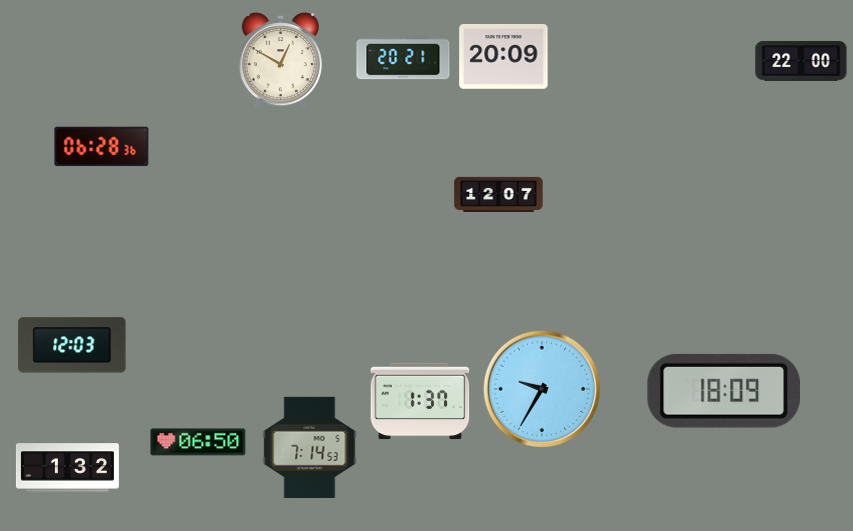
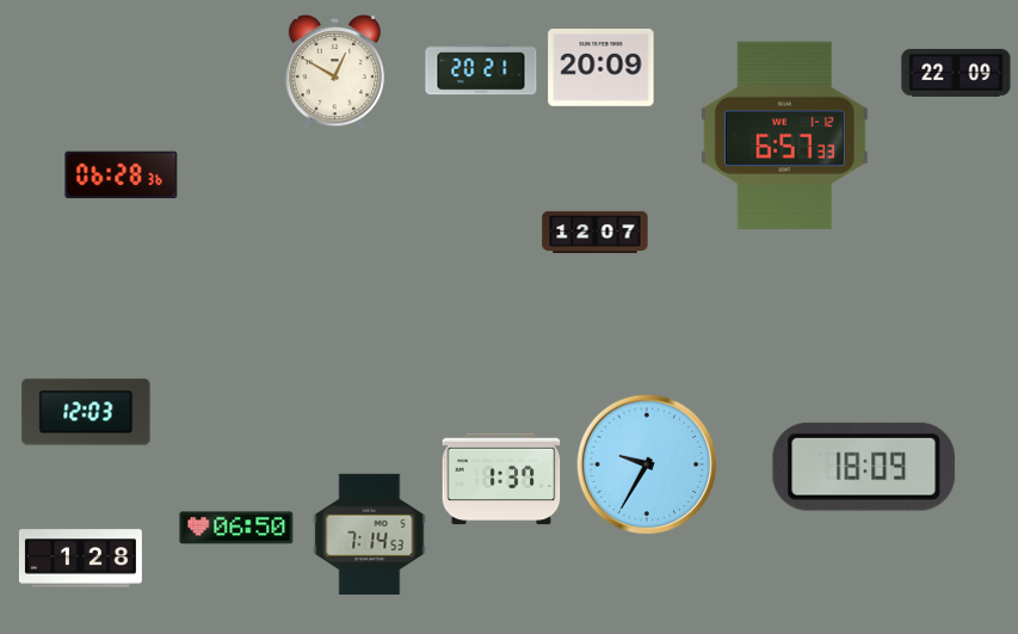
clock at (801, 61): 22:00 -> 22:09
clock at (784, 135): none -> 6:57
clock at (67, 468): 1:32 -> 1:28
